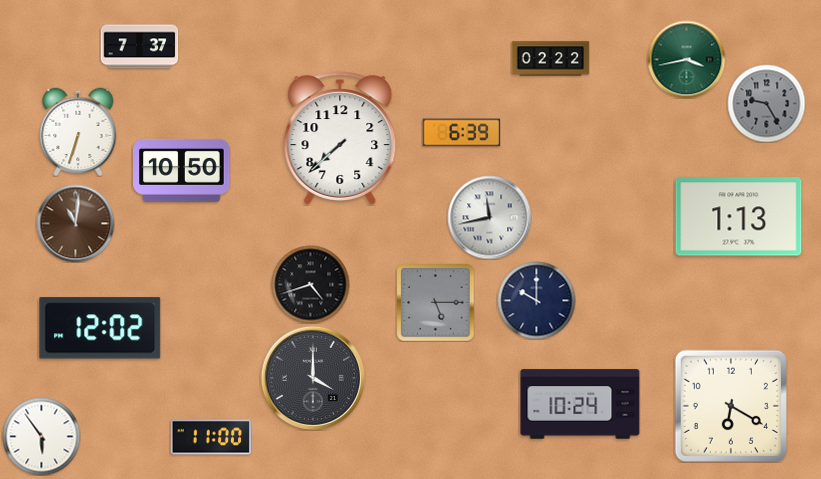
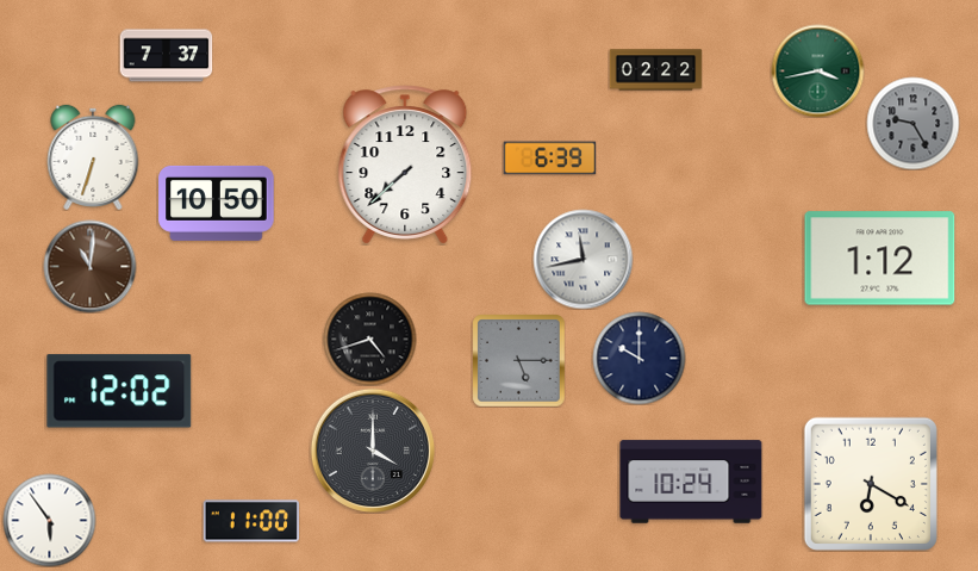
clock at (739, 217): 1:13 -> 1:12
